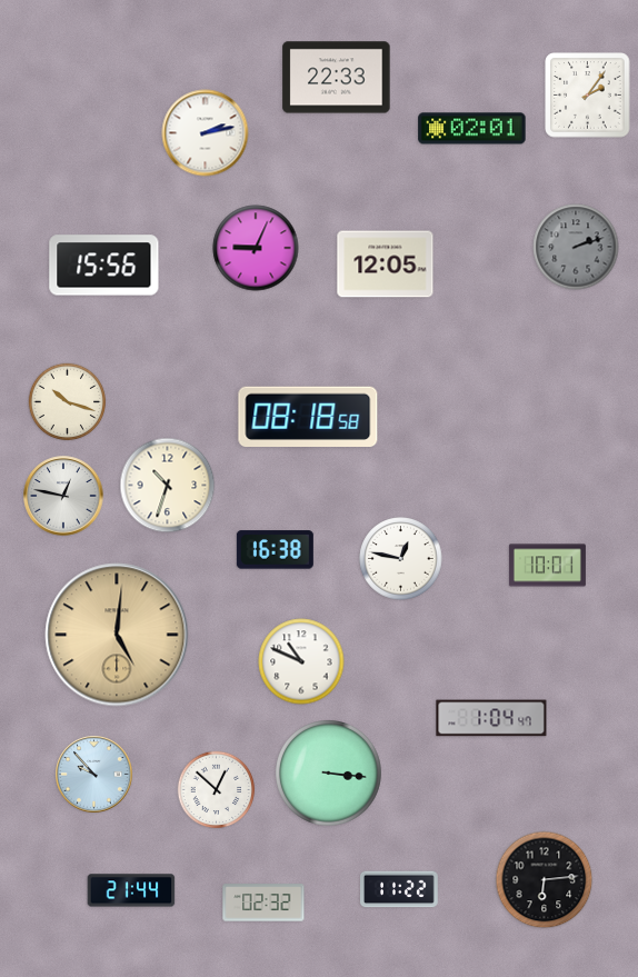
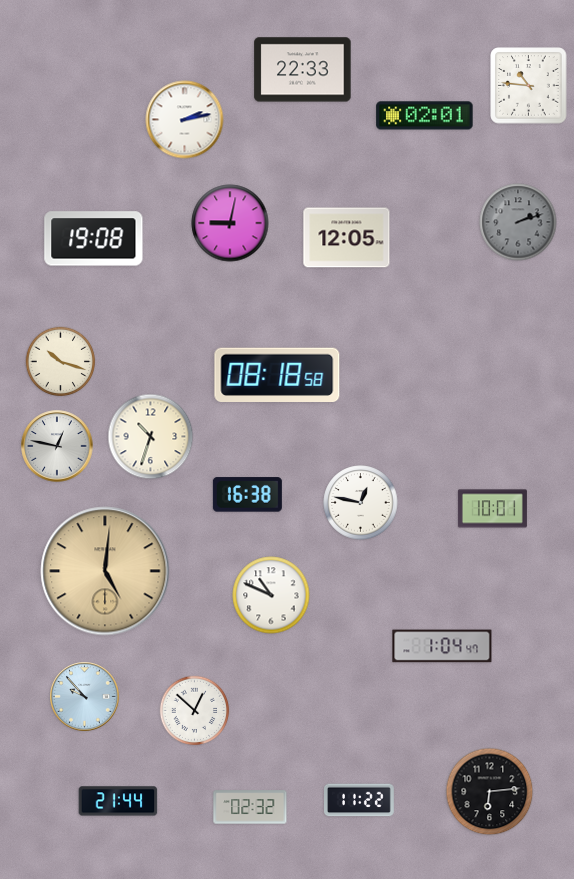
clock at (588, 96): 2:06 -> 10:46
clock at (256, 248): 9:04 -> 9:02
clock at (104, 266): 15:56 -> 19:08
clock at (329, 774): 3:16 -> none
clock at (263, 903) position: (263, 903) -> (250, 807)
